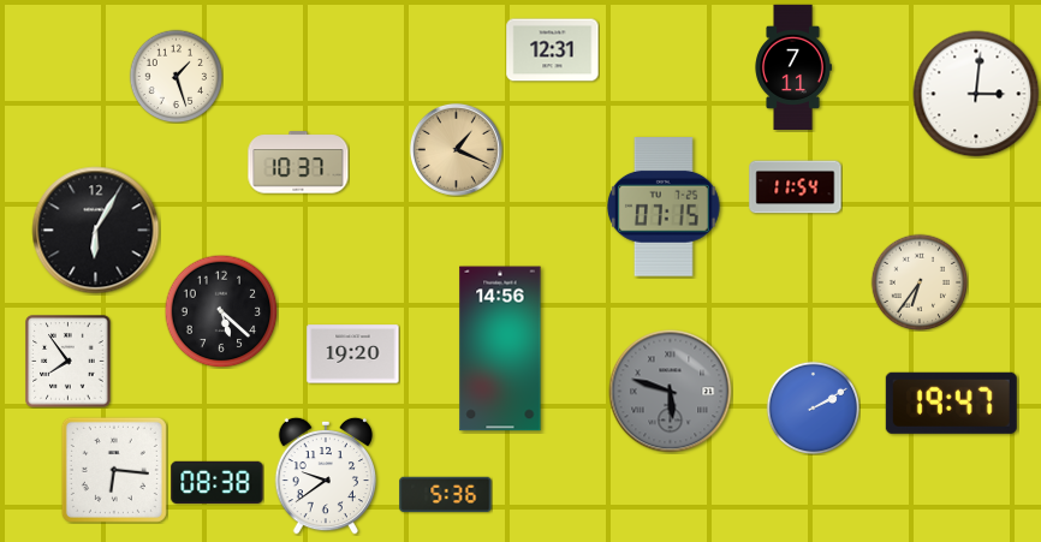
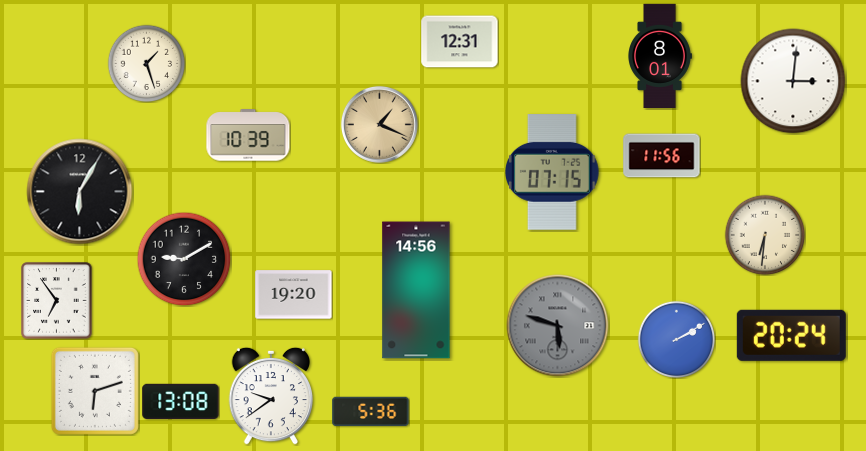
clock at (793, 66): 7:11 -> 8:01
clock at (976, 94) position: (976, 94) -> (793, 81)
clock at (298, 162): 10:37 -> 10:39
clock at (796, 187): 11:54 -> 11:56
clock at (920, 282): 6:36 -> 6:31
clock at (221, 311): 5:22 -> 9:10
clock at (69, 362): 7:54 -> 6:54
clock at (951, 403): 19:47 -> 20:24
clock at (114, 470): 6:16 -> 6:12
clock at (218, 483): 08:38 -> 13:08
